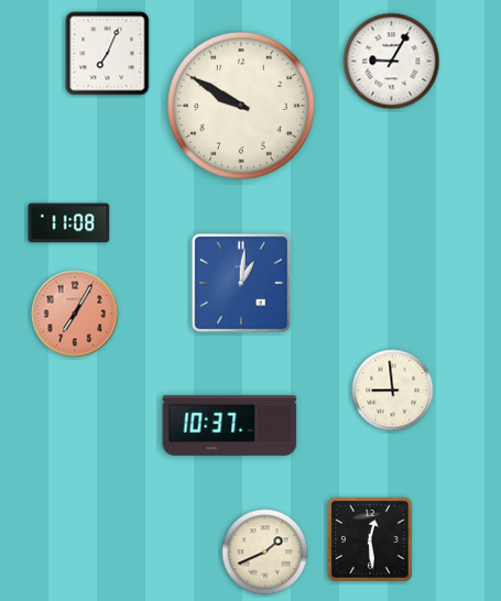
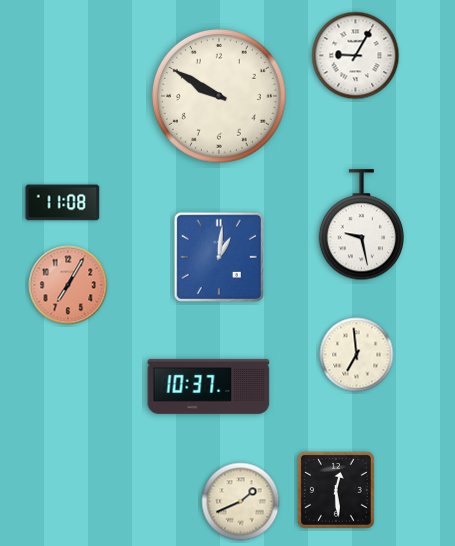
clock at (108, 54): 7:04 -> none
clock at (361, 225): none -> 9:28
clock at (393, 391): 8:59 -> 6:59
